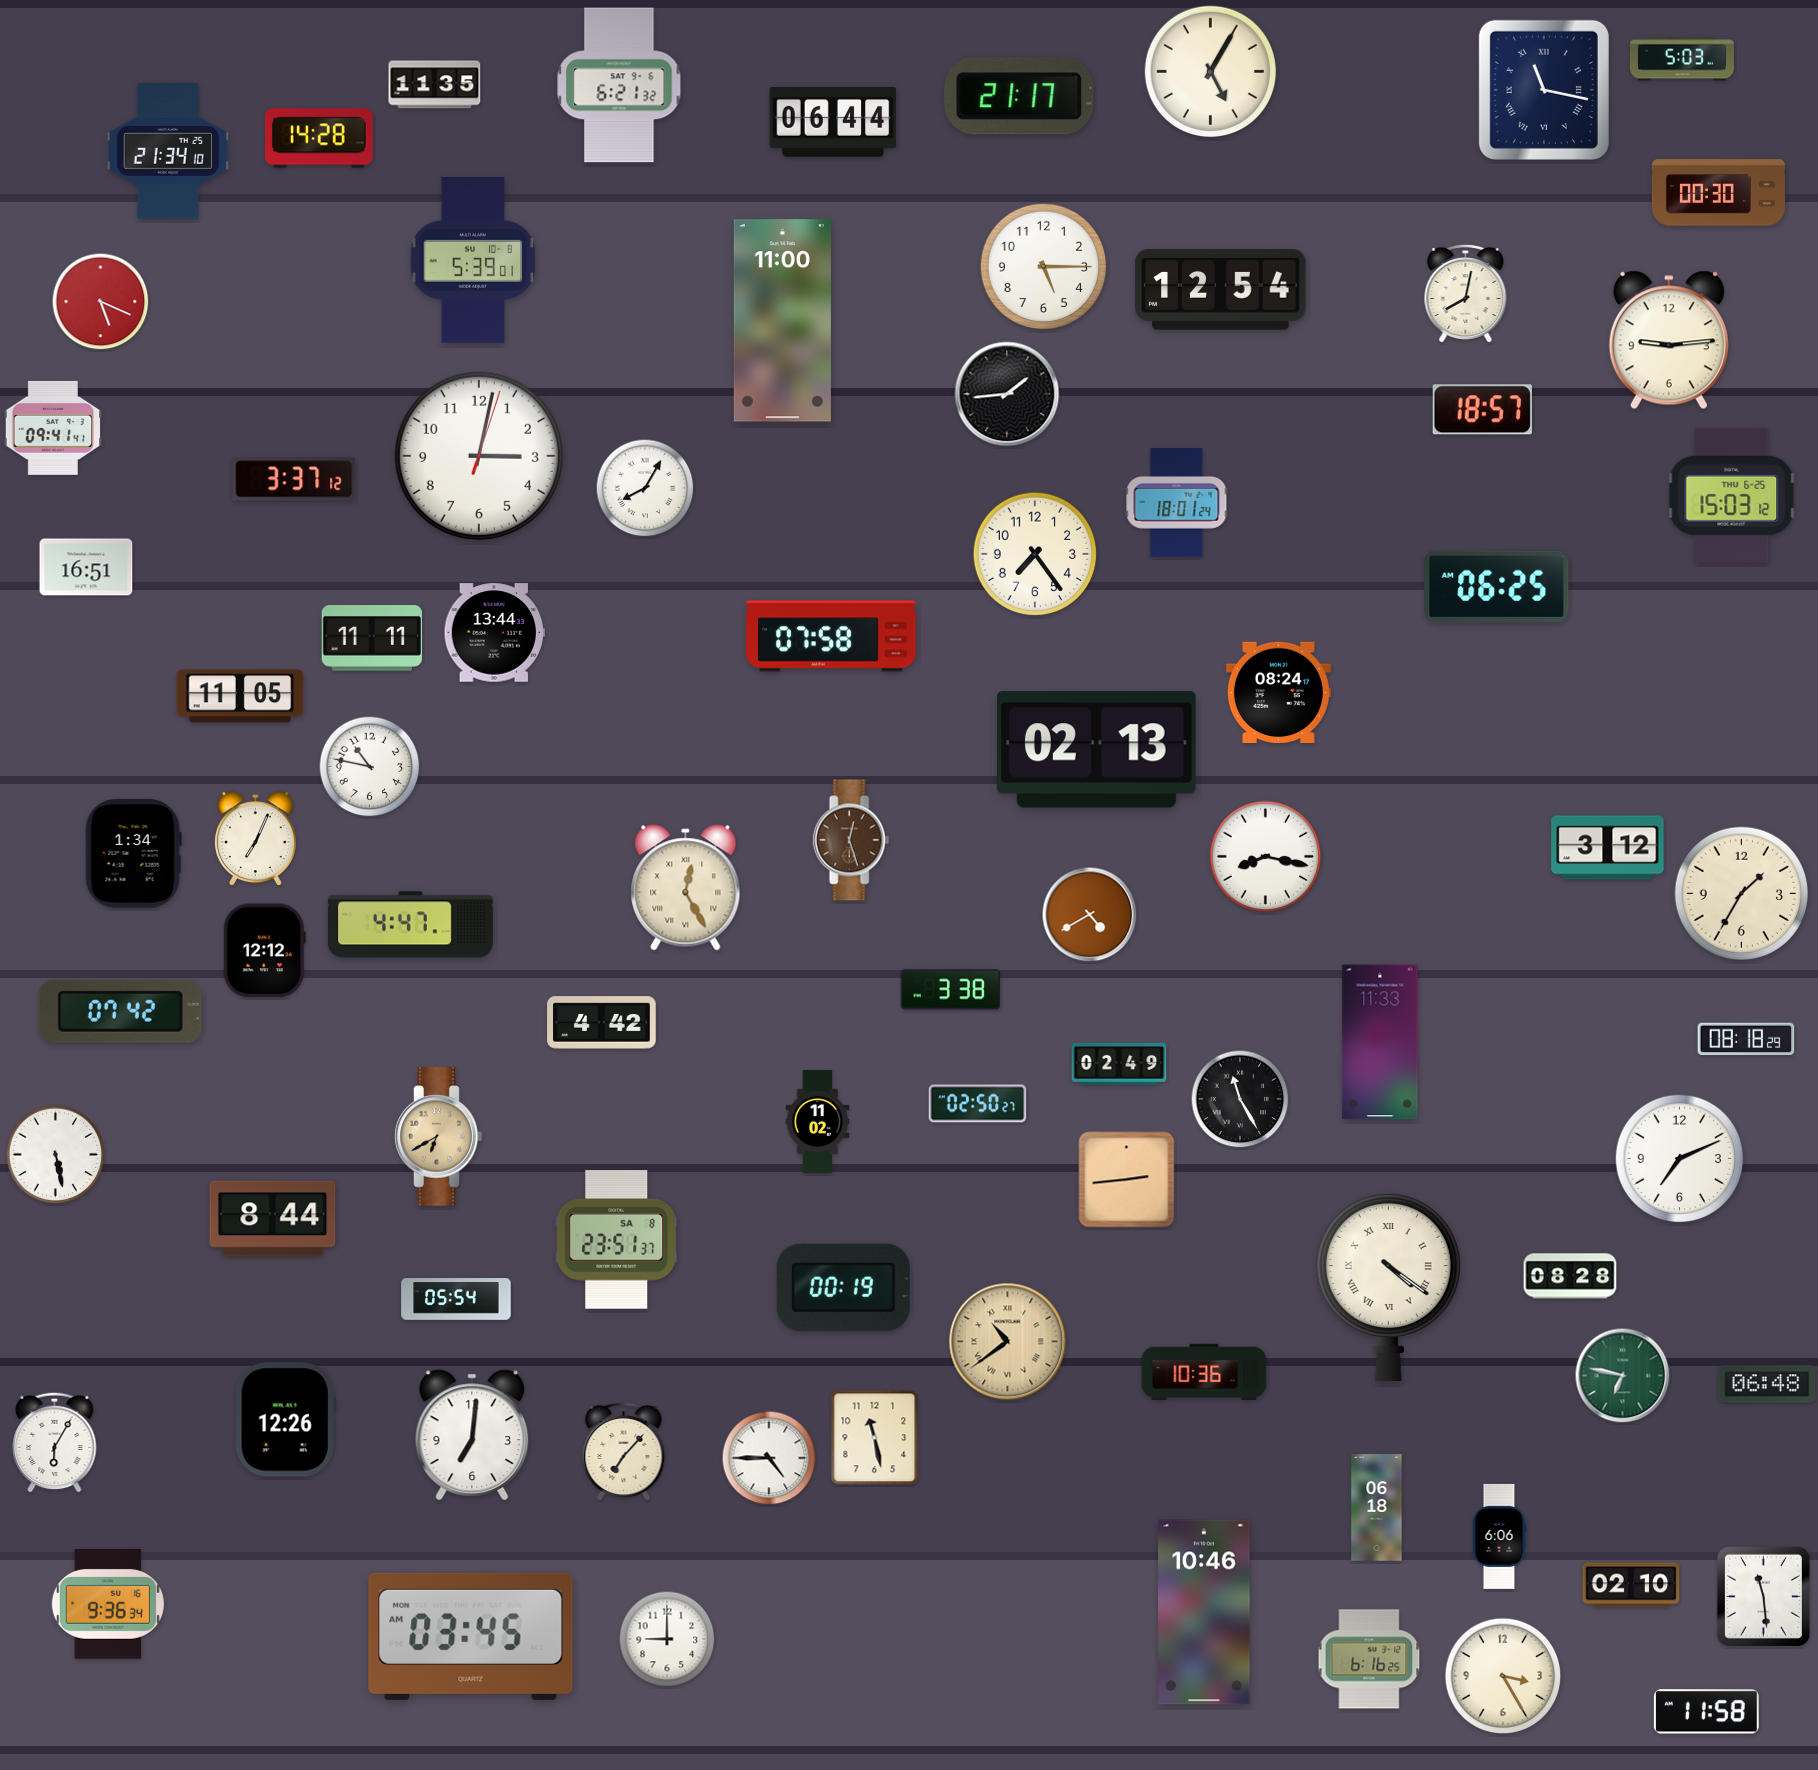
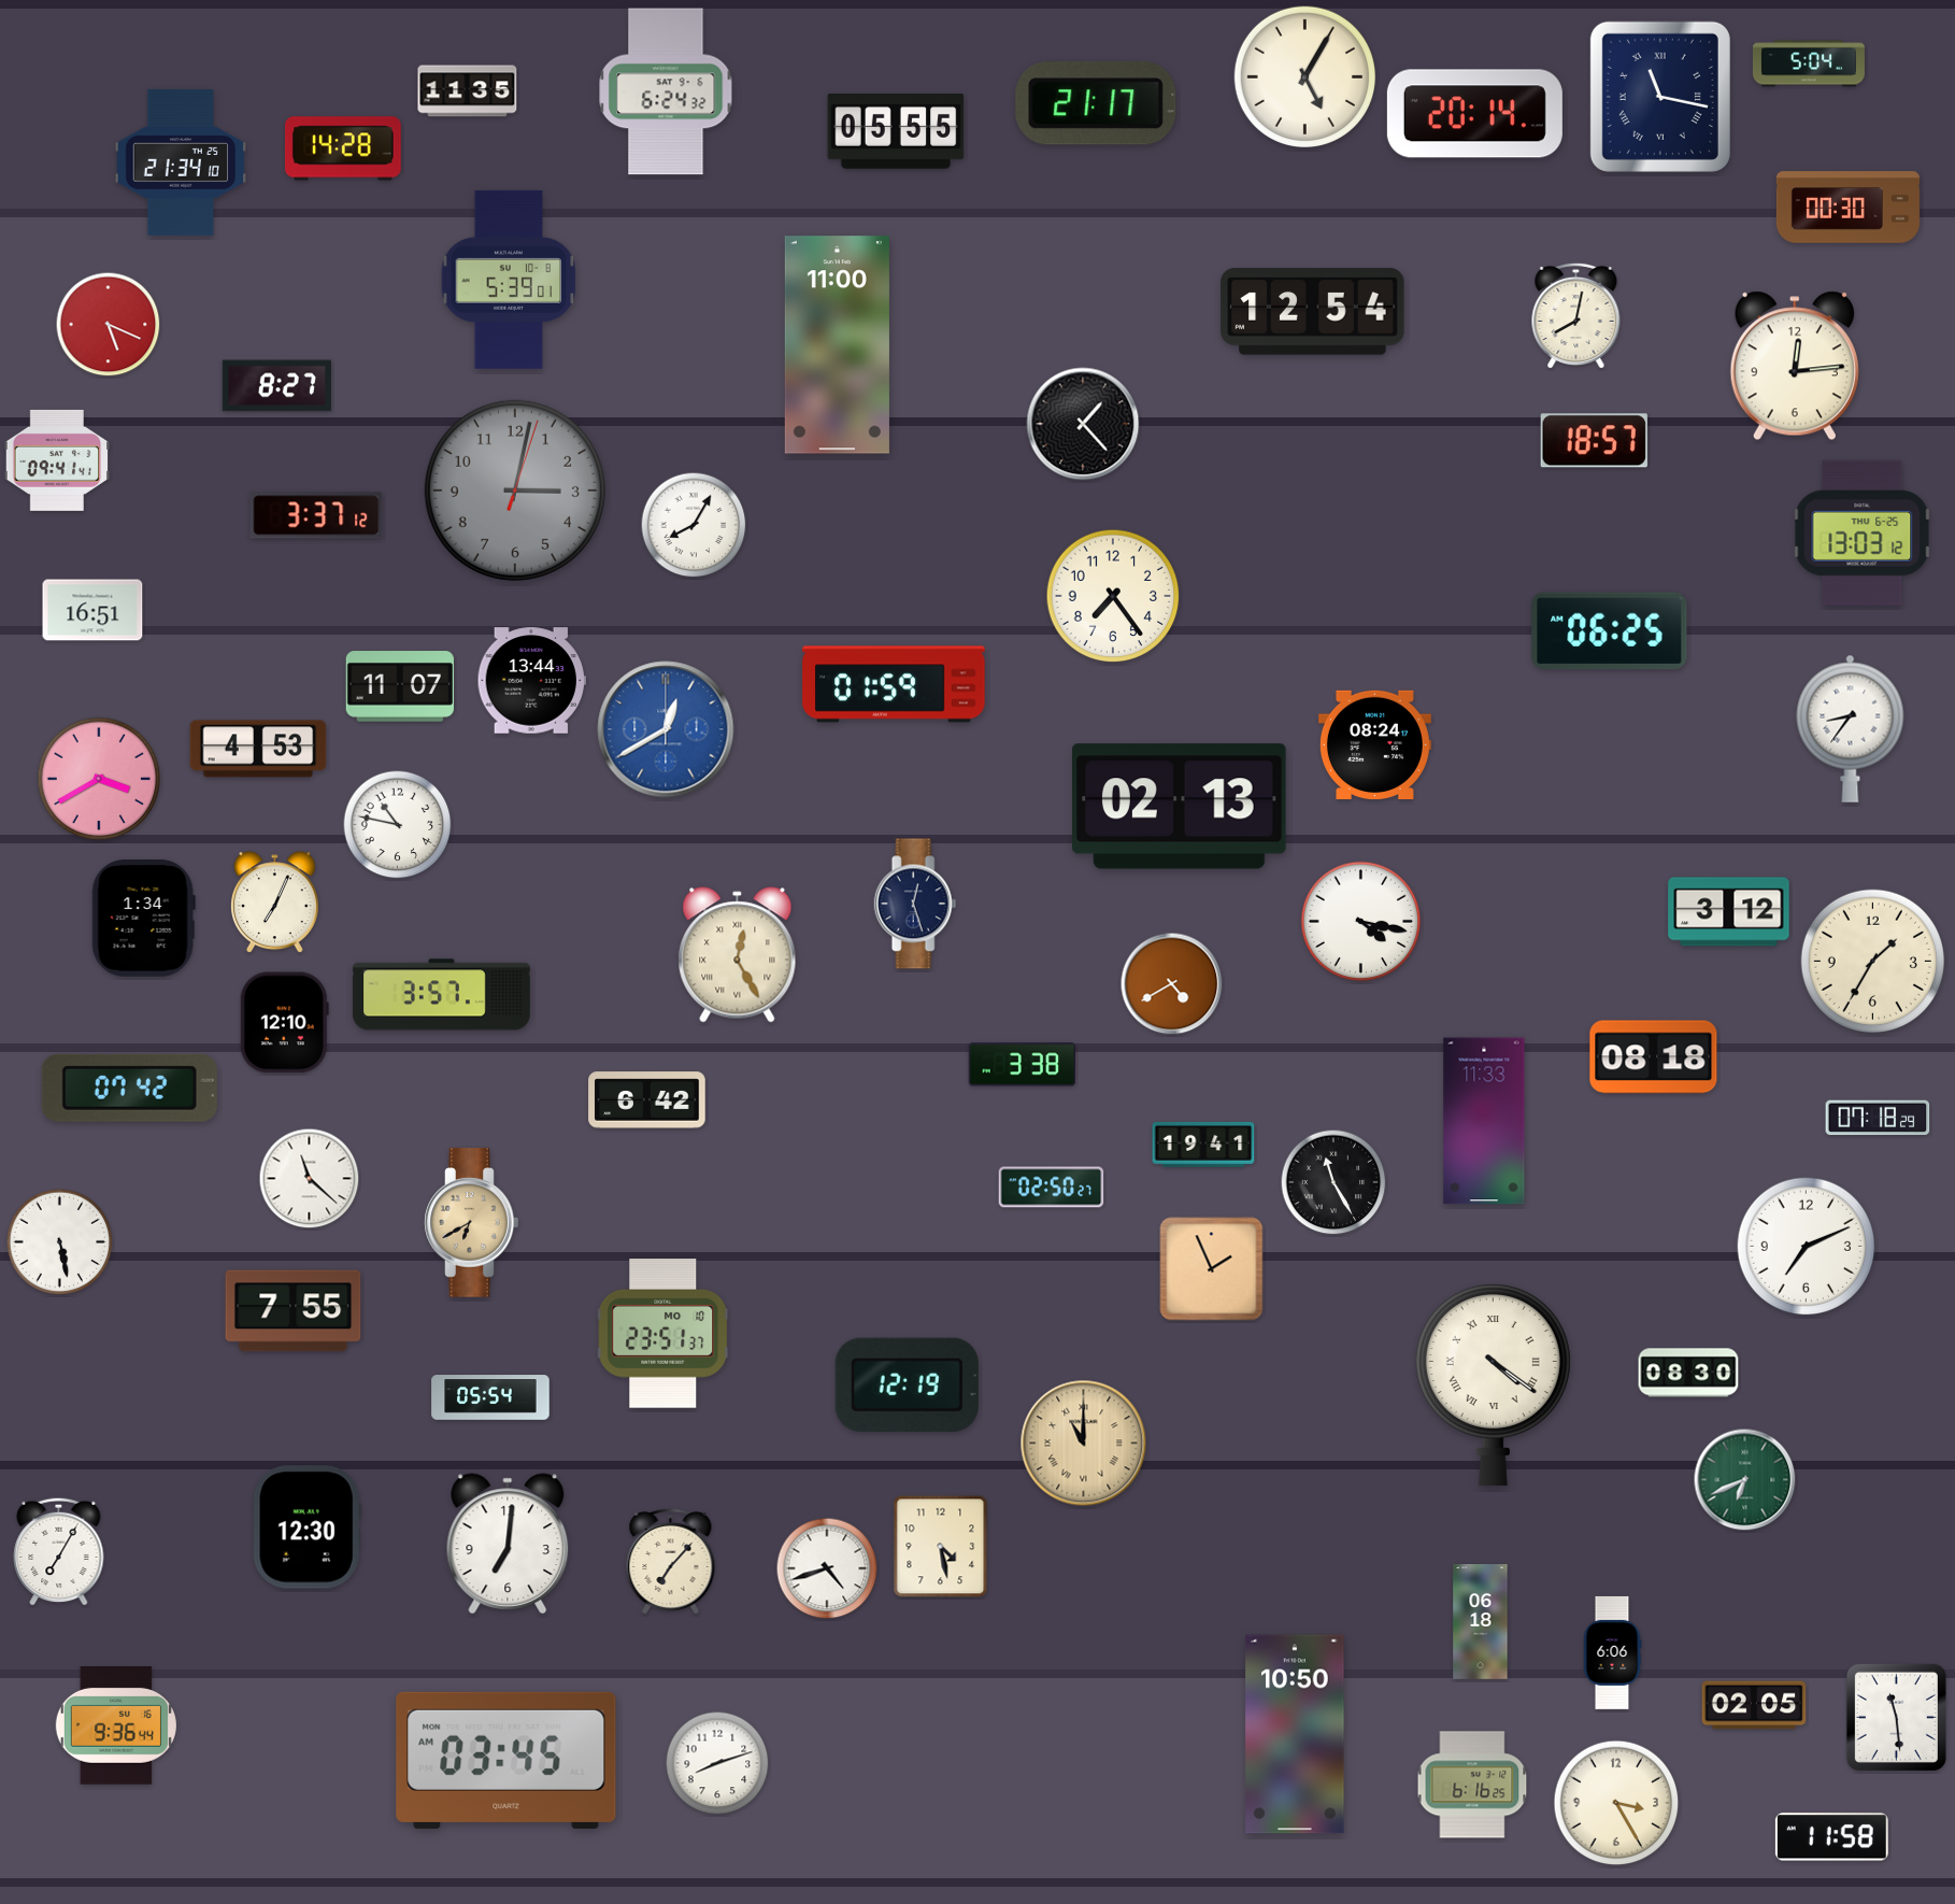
clock at (1682, 59): 5:03 -> 5:04
clock at (1211, 72) position: (1211, 72) -> (1305, 77)
clock at (619, 85): 6:21 -> 6:24
clock at (1474, 114): none -> 20:14
clock at (833, 123): 06:44 -> 05:55
clock at (1044, 267): 5:15 -> none
clock at (782, 321) position: (782, 321) -> (837, 345)
clock at (1669, 340): 9:14 -> 12:14
clock at (276, 386): none -> 8:27
clock at (1007, 394): 1:44 -> 1:23
clock at (479, 456) dial: white -> grey
clock at (1732, 495): 15:03 -> 13:03
clock at (1177, 503): 18:01 -> none
clock at (831, 636): 07:58 -> 01:59
clock at (372, 638): 11:11 -> 11:07
clock at (1851, 728): none -> 8:36
clock at (666, 729): none -> 12:40
clock at (240, 696): 11:05 -> 4:53
clock at (99, 779): none -> 3:40
clock at (851, 840) dial: brown -> navy
clock at (1266, 857): 8:17 -> 4:17
clock at (410, 925): 4:47 -> 3:57
clock at (264, 951): 12:12 -> 12:10
clock at (1654, 1057): none -> 08:18
clock at (602, 1023): 4:42 -> 6:42
clock at (1746, 1039): 08:18 -> 07:18
clock at (1119, 1064): 02:49 -> 19:41
clock at (310, 1179): none -> 11:22
clock at (818, 1121): 11:02 -> none
clock at (1127, 1180): 2:44 -> 1:56
clock at (273, 1219): 8:44 -> 7:55
clock at (617, 1240) date: SA 8 -> MO 10
clock at (1570, 1276): 08:28 -> 08:30
clock at (843, 1287): 00:19 -> 12:19
clock at (1008, 1342): 10:39 -> 11:00
clock at (1204, 1371): 10:36 -> none
clock at (1623, 1376): 6:47 -> 6:41
clock at (1767, 1384): 06:48 -> none
clock at (285, 1420): 12:26 -> 12:30
clock at (875, 1438): 11:28 -> 4:28
clock at (55, 1442): 6:05 -> 7:05
clock at (769, 1458): 4:45 -> 4:42
clock at (1631, 1585): 02:10 -> 02:05
clock at (108, 1605): 9:36:34 -> 9:36:44
clock at (1204, 1612): 10:46 -> 10:50
clock at (667, 1639): 9:00 -> 8:12
clock at (1706, 1712) position: (1706, 1712) -> (1831, 1837)
